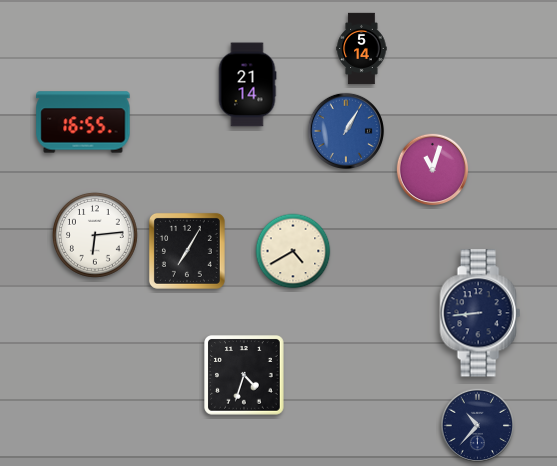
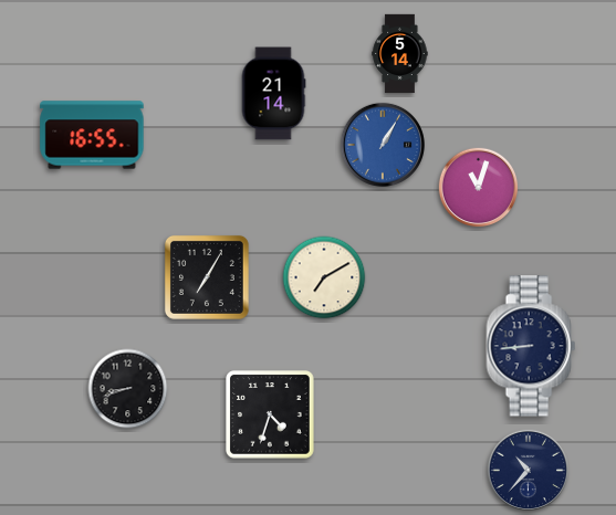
clock at (95, 235): 6:14 -> none
clock at (293, 251): 4:40 -> 7:10
clock at (128, 389): none -> 8:42
